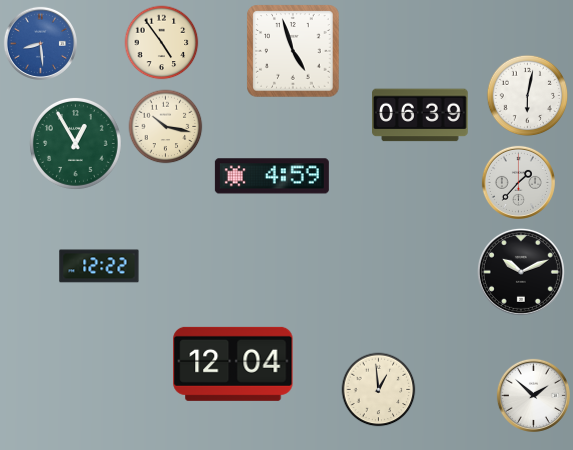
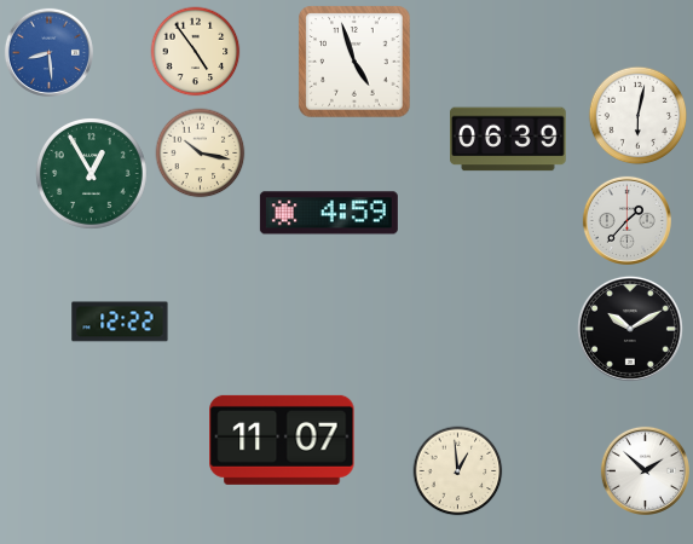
clock at (521, 272): 10:11 -> 10:10
clock at (233, 364): 12:04 -> 11:07
clock at (533, 395) position: (533, 395) -> (645, 470)
